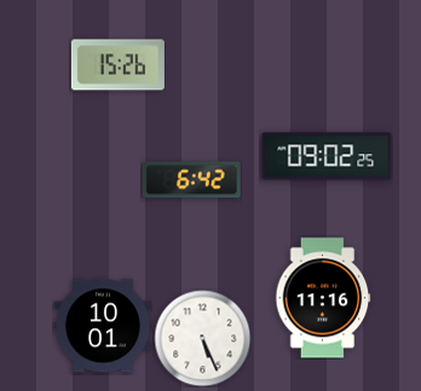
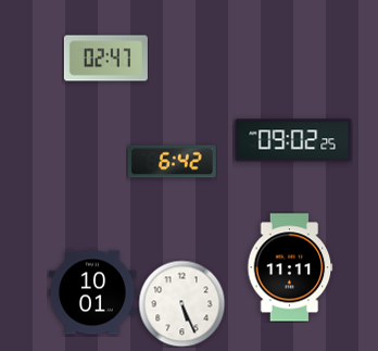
clock at (117, 65): 15:26 -> 02:47
clock at (323, 298): 11:16 -> 11:11
